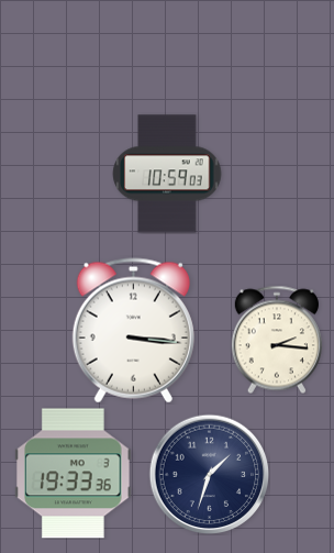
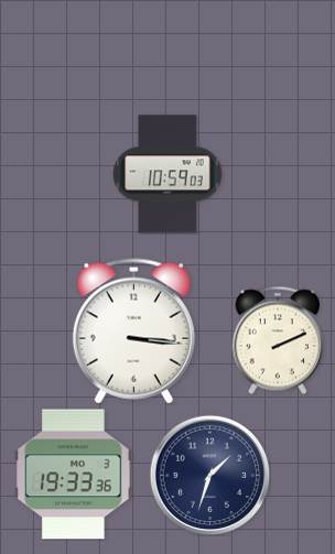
clock at (277, 340): 2:16 -> 2:11
